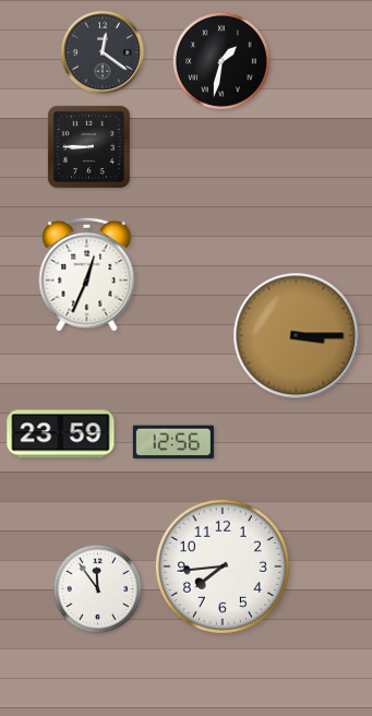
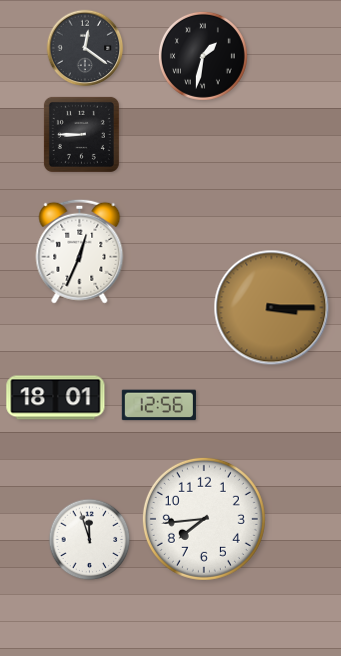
clock at (103, 52) position: (103, 52) -> (85, 48)
clock at (61, 434): 23:59 -> 18:01
clock at (98, 589): 11:54 -> 11:57
